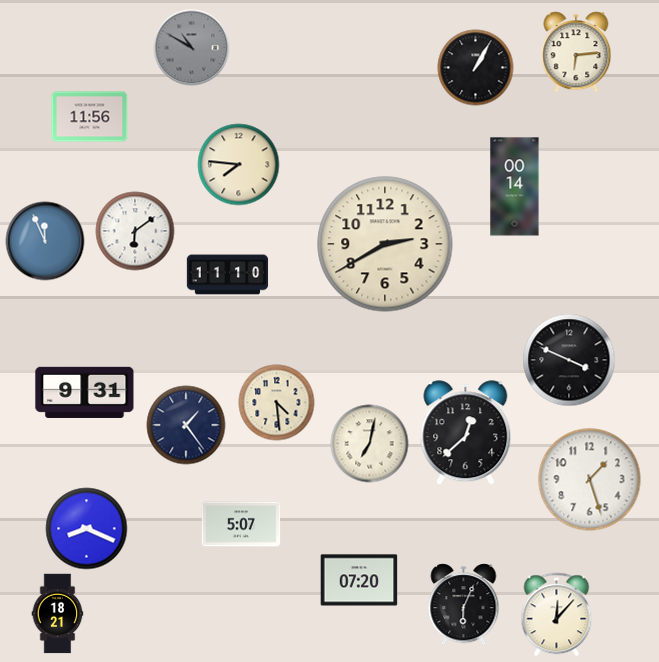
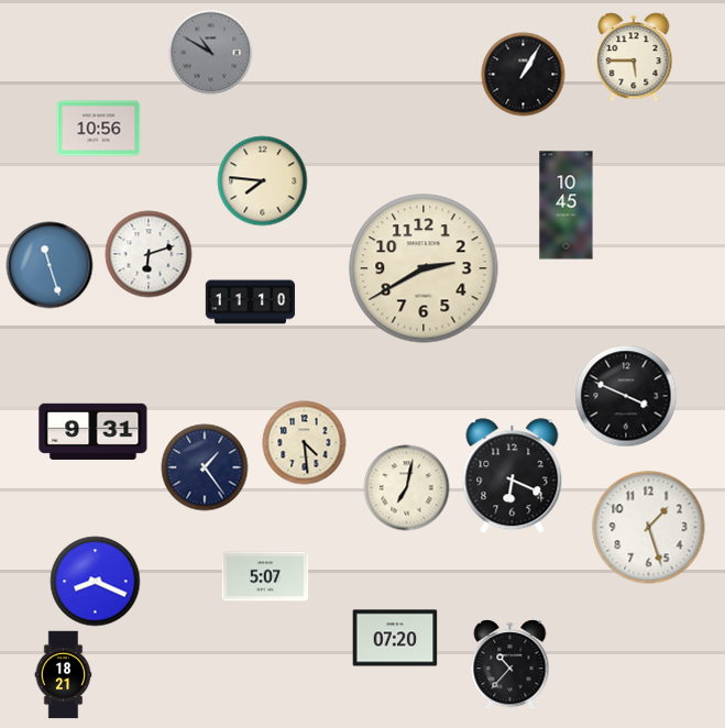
clock at (576, 52): 6:14 -> 5:45
clock at (90, 117): 11:56 -> 10:56
clock at (515, 187): 00:14 -> 10:45
clock at (135, 231): 6:09 -> 6:12
clock at (45, 241): 11:56 -> 11:27
clock at (466, 433): 12:38 -> 6:19
clock at (464, 605): 6:04 -> 10:37
clock at (557, 615): 12:07 -> none
